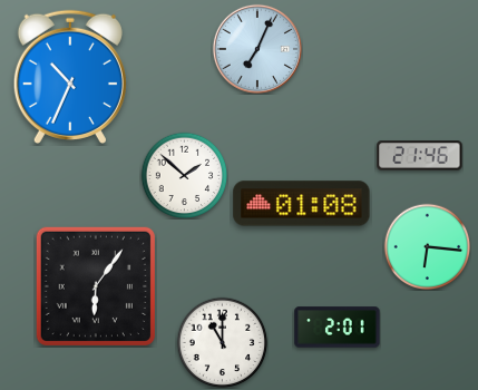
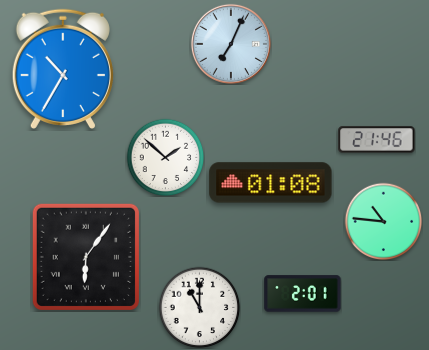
clock at (70, 77): 10:34 -> 10:35
clock at (427, 246): 6:16 -> 10:46
